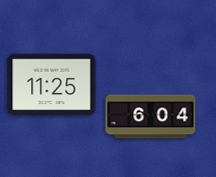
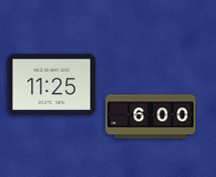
clock at (151, 117): 6:04 -> 6:00
